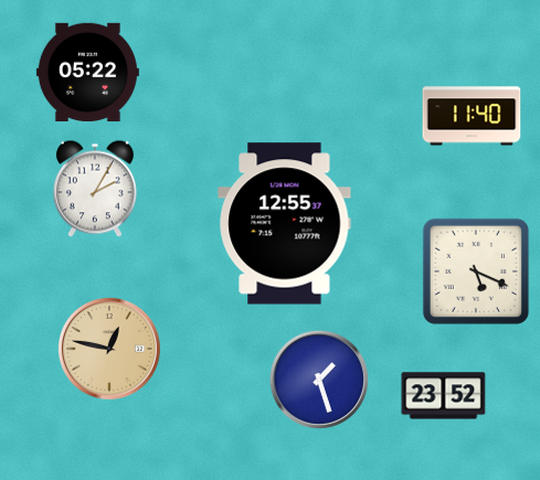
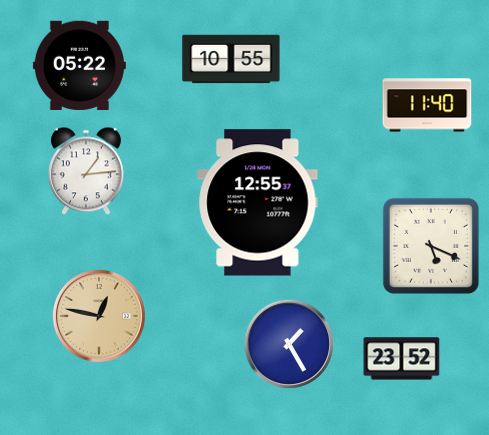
clock at (231, 59): none -> 10:55
clock at (95, 189): 2:05 -> 1:14
clock at (318, 378): 1:27 -> 1:25
